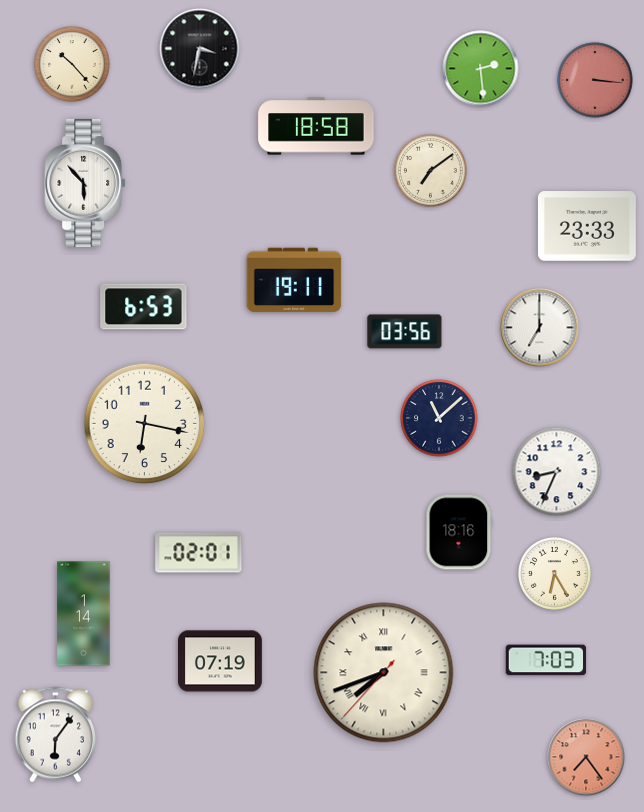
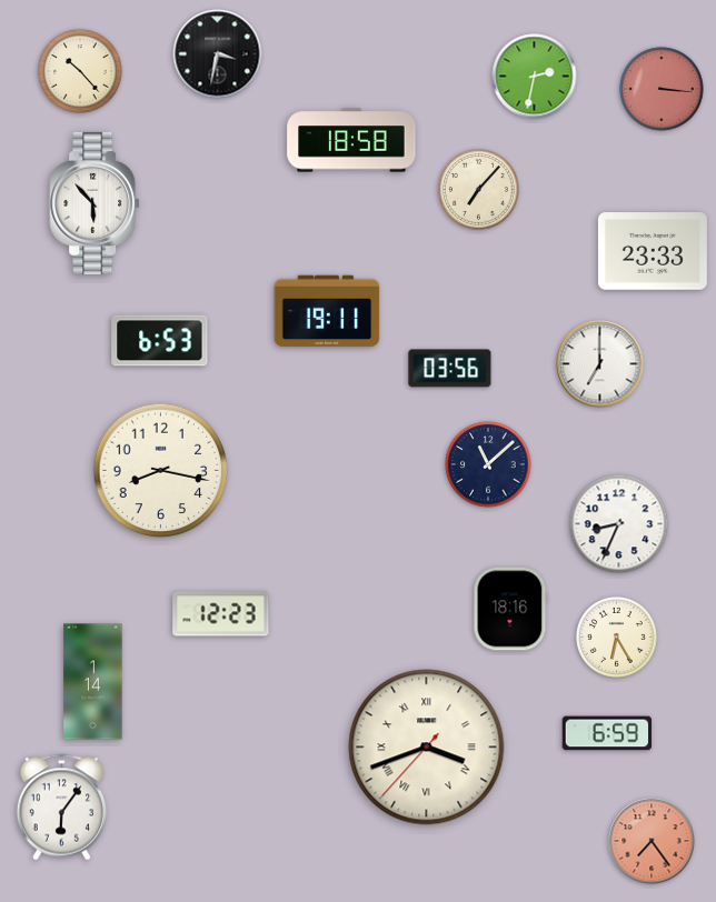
clock at (200, 49) position: (200, 49) -> (218, 54)
clock at (481, 69): 2:29 -> 2:32
clock at (431, 171): 7:09 -> 7:07
clock at (145, 424): 6:17 -> 8:17
clock at (459, 532) position: (459, 532) -> (510, 609)
clock at (199, 553): 02:01 -> 12:23
clock at (546, 660): 7:03 -> 6:59
clock at (221, 661): 07:19 -> none
clock at (384, 673): 7:41 -> 3:41
clock at (55, 735) position: (55, 735) -> (61, 808)
